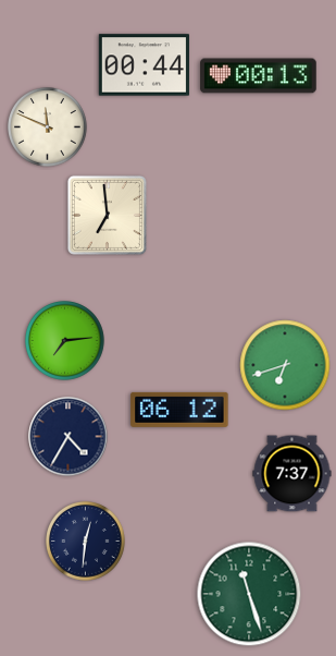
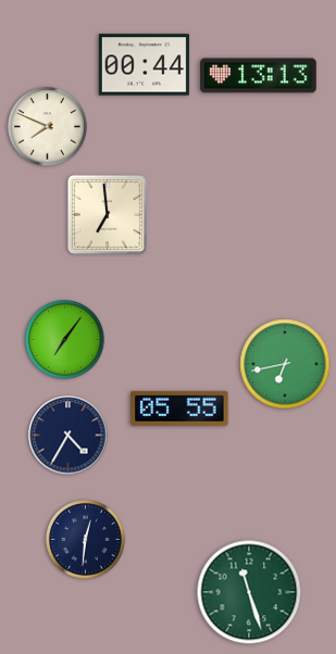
clock at (259, 76): 00:13 -> 13:13
clock at (48, 127): 11:49 -> 7:49
clock at (65, 341): 7:14 -> 7:06
clock at (285, 365): 6:42 -> 6:43
clock at (179, 410): 06:12 -> 05:55
clock at (293, 474): 7:37 -> none
